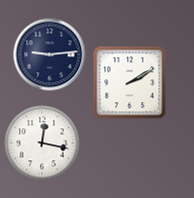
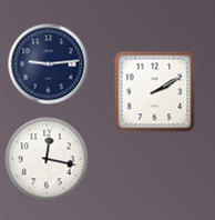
clock at (50, 55) position: (50, 55) -> (49, 64)
clock at (130, 83) position: (130, 83) -> (155, 92)
